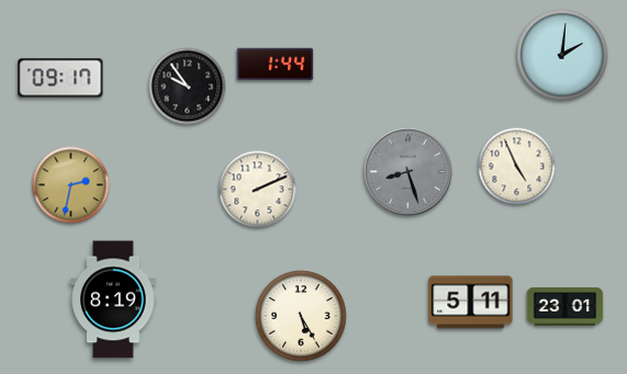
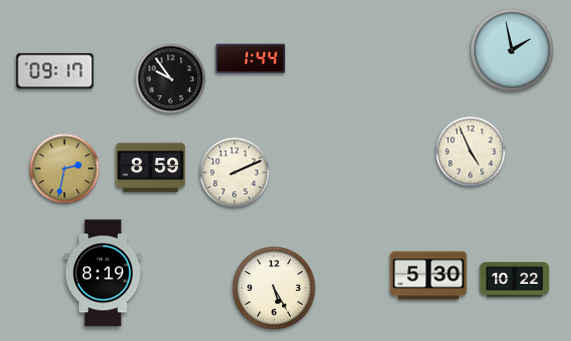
clock at (562, 55): 2:01 -> 1:58
clock at (408, 172): 8:27 -> none
clock at (151, 168): none -> 8:59
clock at (471, 303): 5:11 -> 5:30
clock at (566, 307): 23:01 -> 10:22
